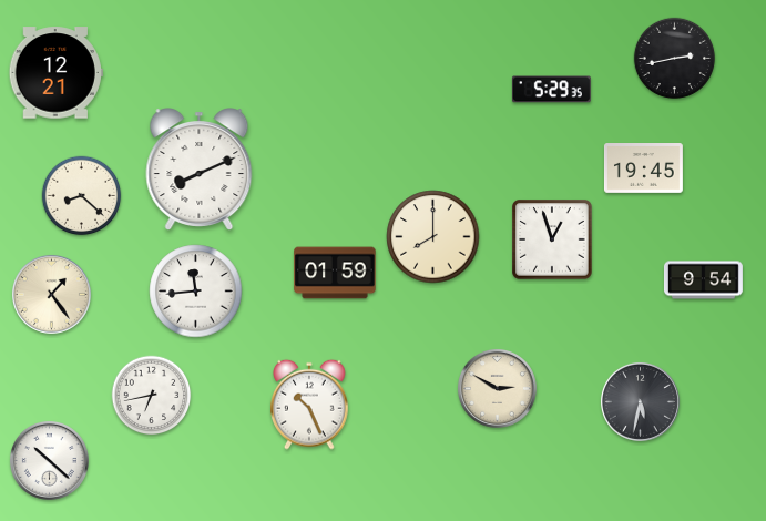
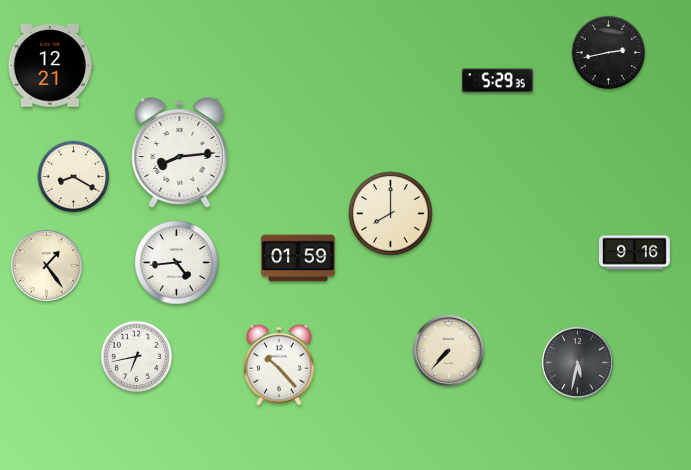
clock at (643, 168): 19:45 -> none
clock at (200, 170): 8:11 -> 8:14
clock at (82, 196): 8:22 -> 8:20
clock at (553, 241): 12:57 -> none
clock at (335, 273) position: (335, 273) -> (298, 258)
clock at (703, 280): 9:54 -> 9:16
clock at (196, 292): 11:44 -> 4:44
clock at (497, 388): 2:50 -> 7:37
clock at (309, 405): 10:26 -> 10:23
clock at (49, 460): 10:22 -> none
